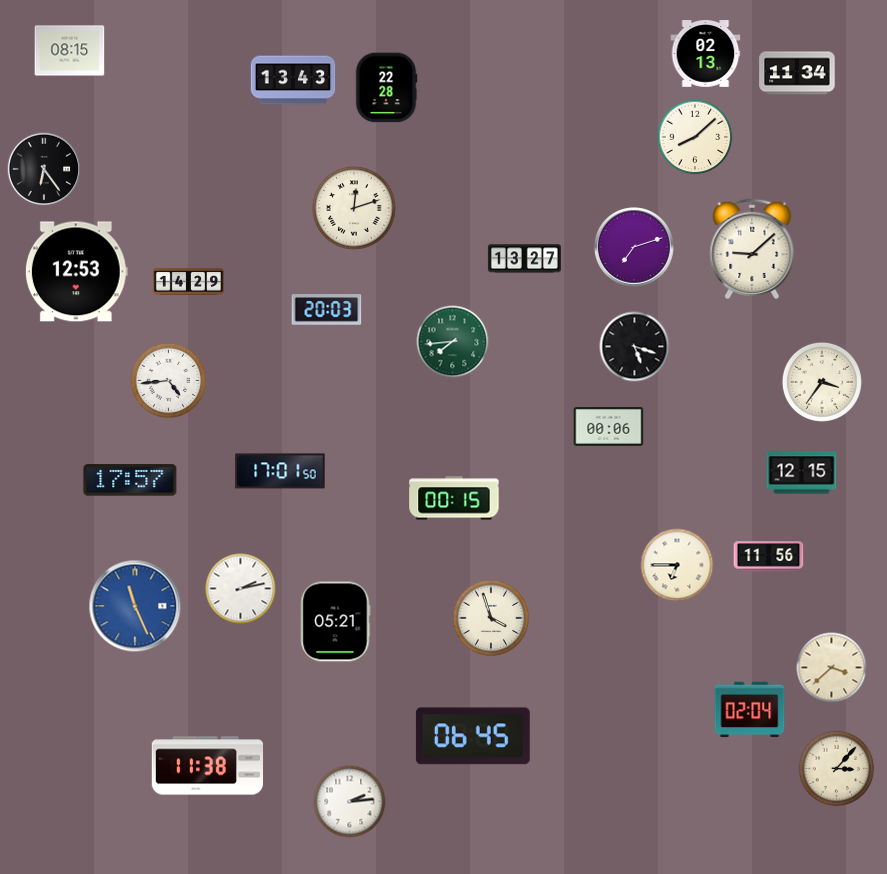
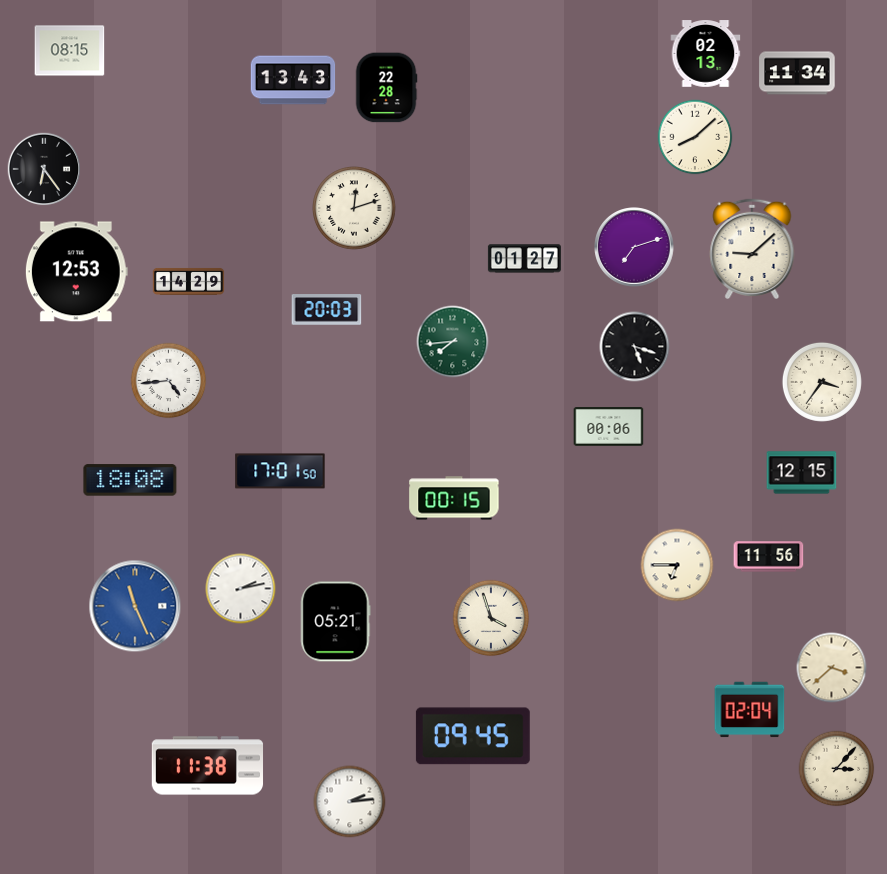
clock at (524, 259): 13:27 -> 01:27
clock at (130, 480): 17:57 -> 18:08
clock at (473, 736): 06:45 -> 09:45
